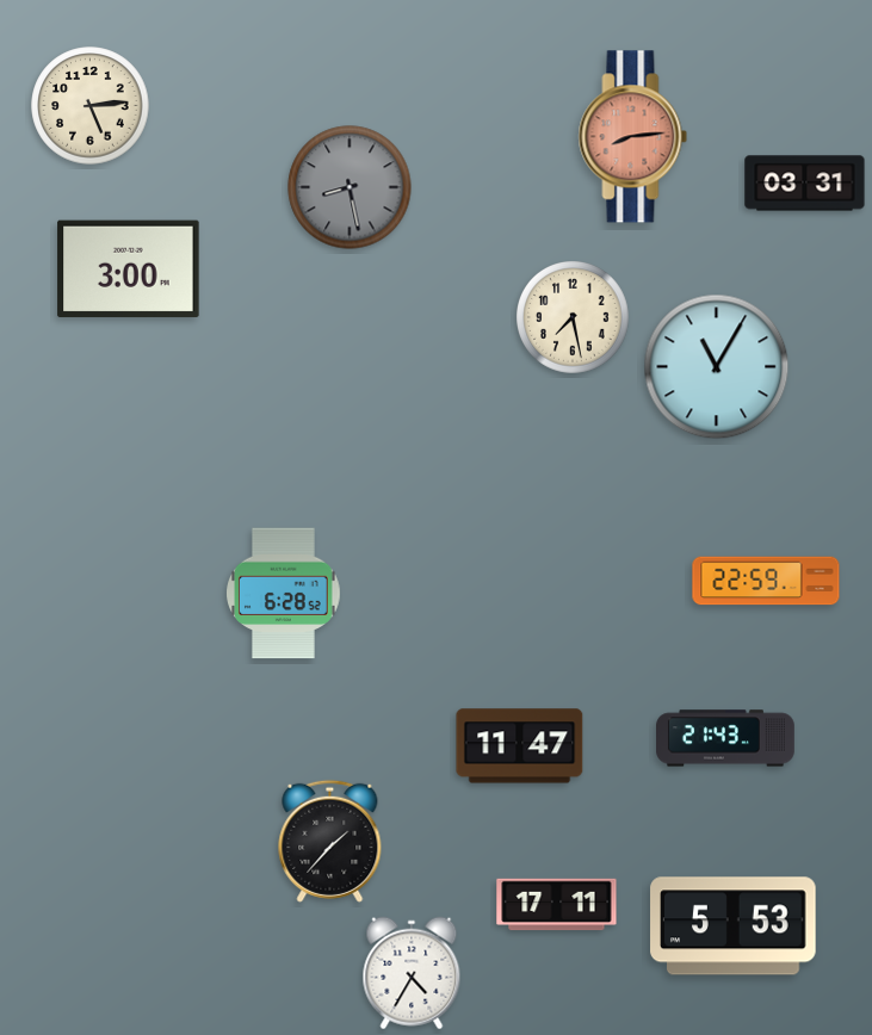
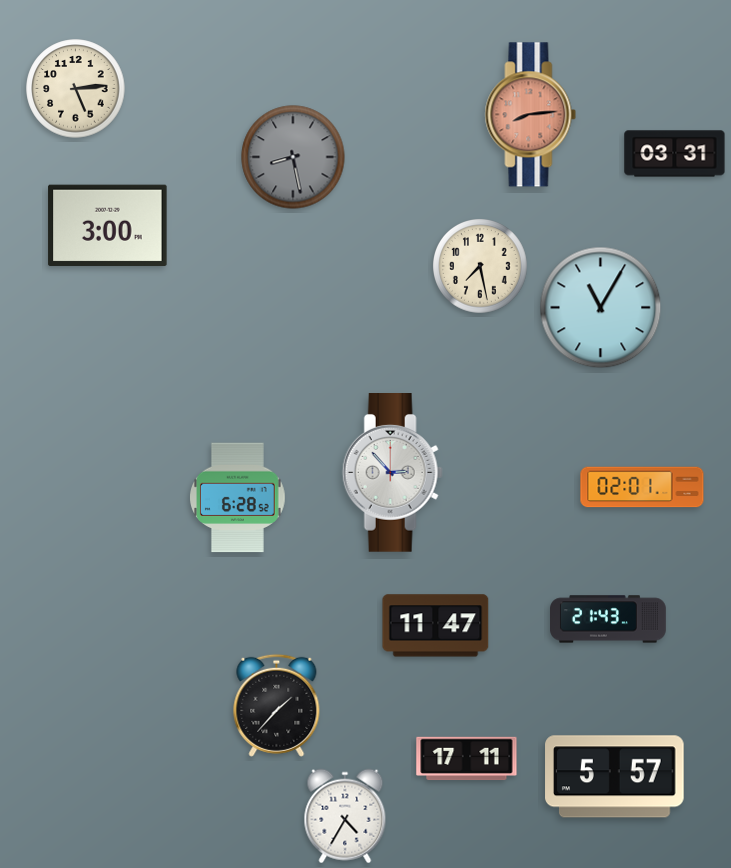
clock at (392, 473): none -> 2:53
clock at (766, 581): 22:59 -> 02:01
clock at (734, 926): 5:53 -> 5:57
